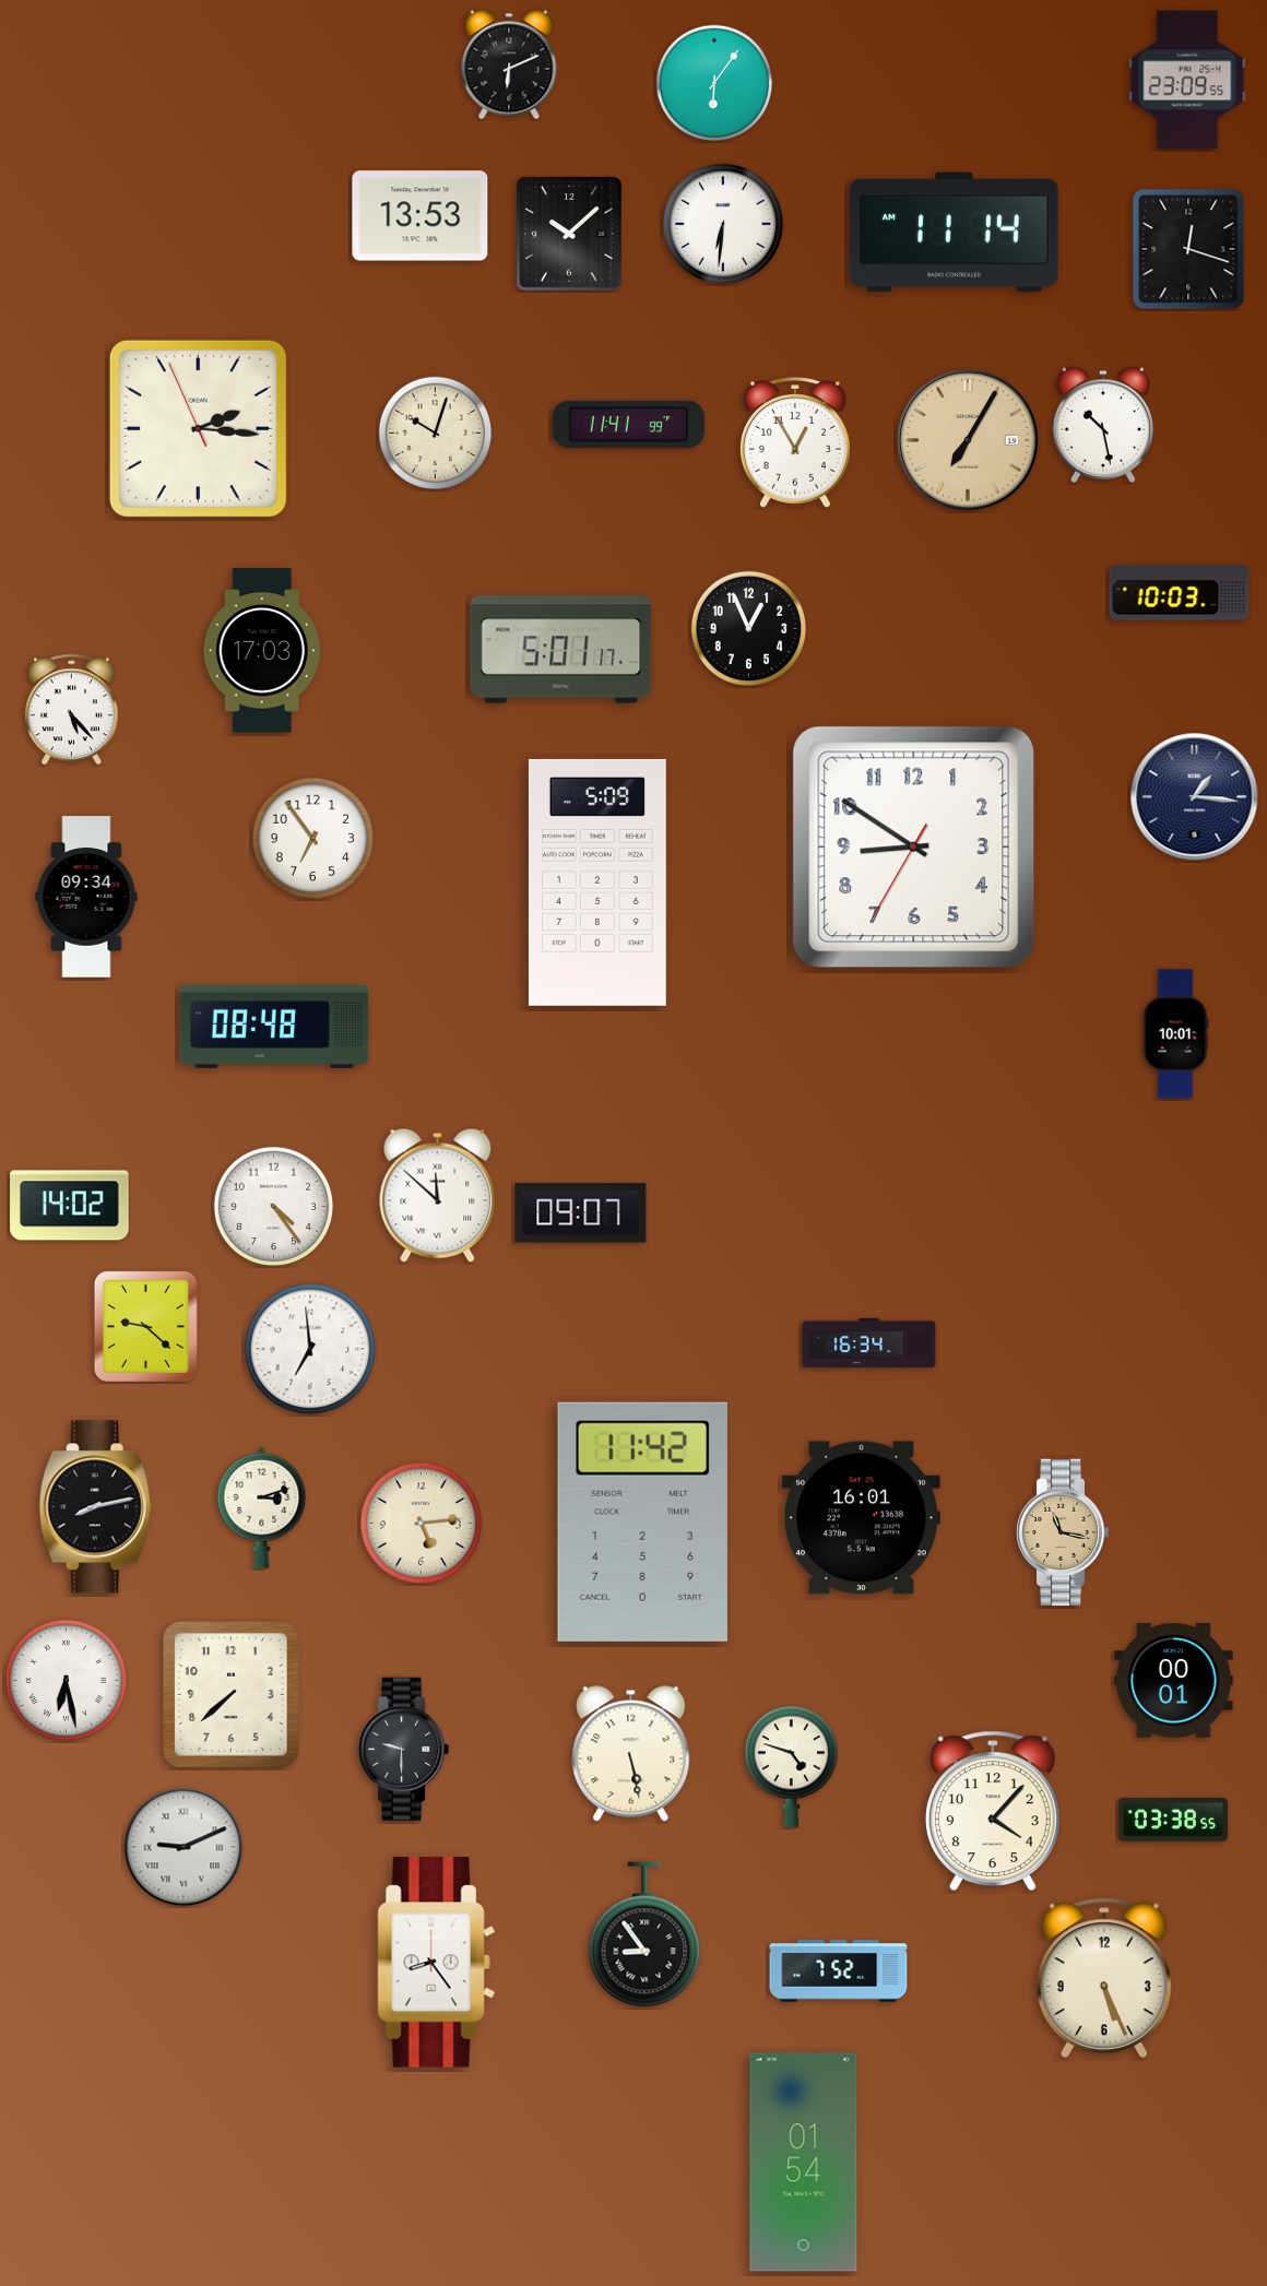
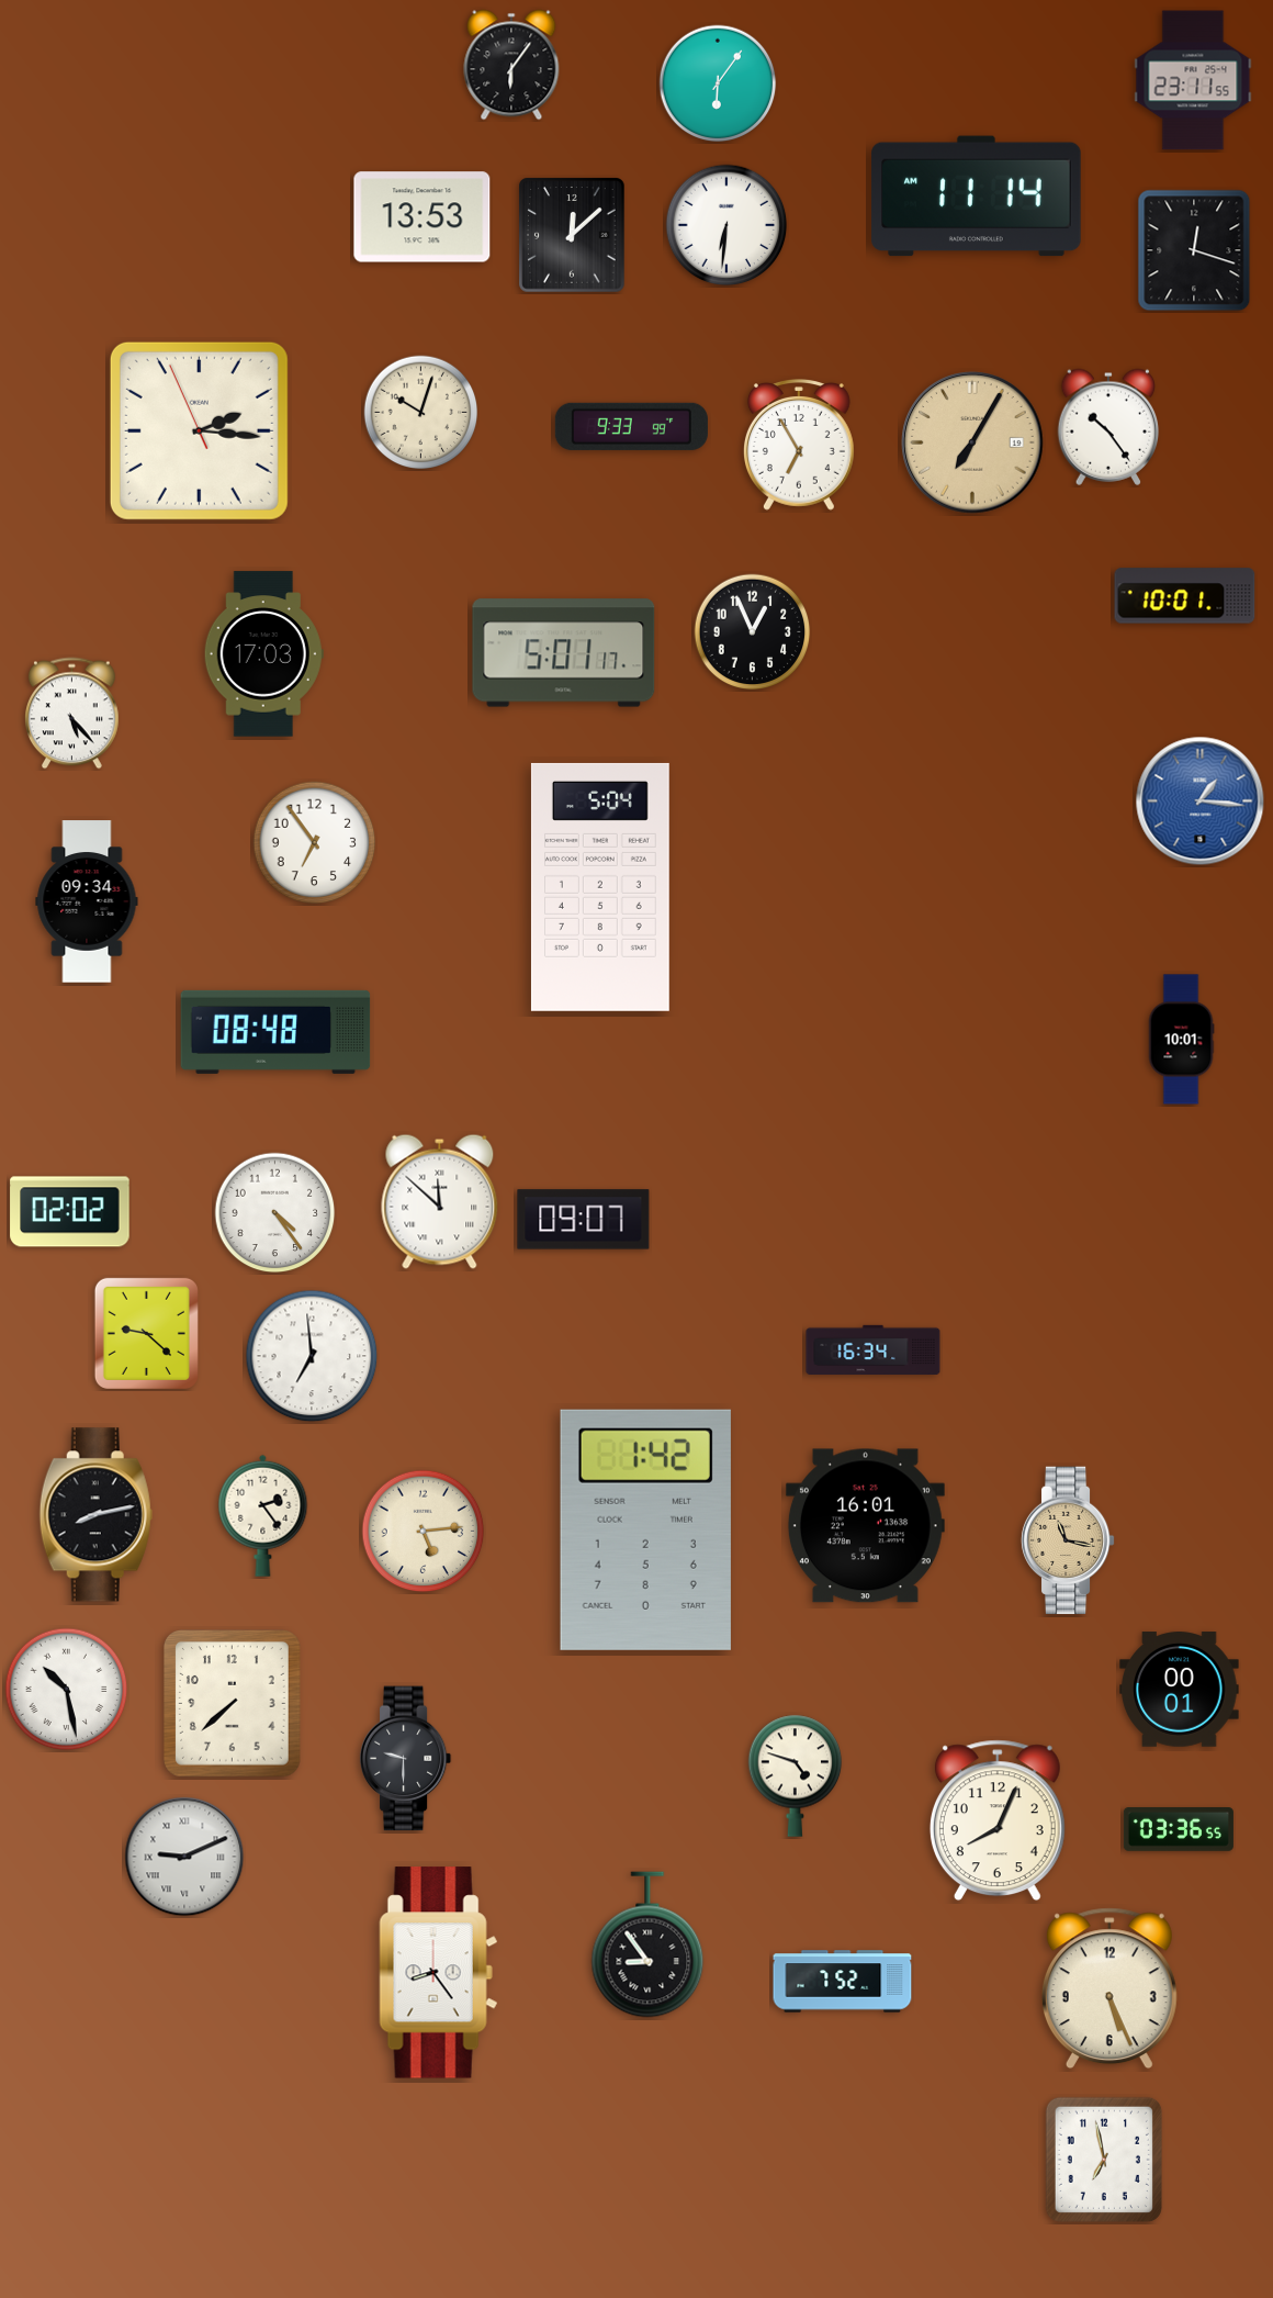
clock at (509, 64): 6:11 -> 6:06
clock at (1187, 80): 23:09 -> 23:11
clock at (955, 233) position: (955, 233) -> (977, 197)
clock at (570, 234): 10:08 -> 12:08
clock at (628, 424): 11:41 -> 9:33
clock at (1103, 425): 10:28 -> 10:24
clock at (436, 434) position: (436, 434) -> (421, 413)
clock at (795, 443): 12:55 -> 6:55
clock at (1180, 593): 10:03 -> 10:01
clock at (1195, 797) dial: navy -> blue
clock at (914, 848): 8:50 -> none
clock at (597, 883): 5:09 -> 5:04
clock at (70, 1206): 14:02 -> 02:02
clock at (262, 1507): 3:12 -> 2:24
clock at (642, 1521): 11:42 -> 1:42
clock at (67, 1681): 6:28 -> 10:28
clock at (631, 1754): 5:28 -> none
clock at (993, 1811): 4:07 -> 8:04
clock at (1173, 1821): 03:38 -> 03:36
clock at (1104, 2160): none -> 6:58
clock at (804, 2163): 01:54 -> none
